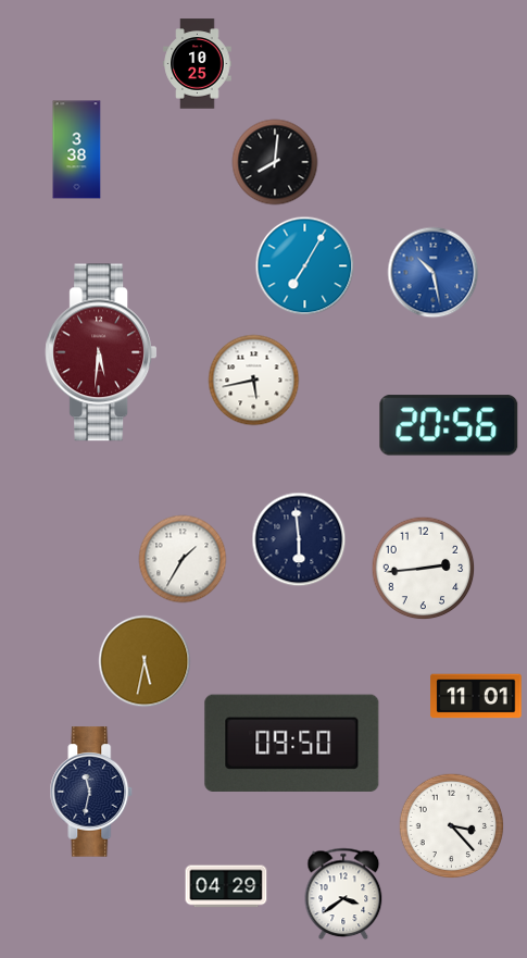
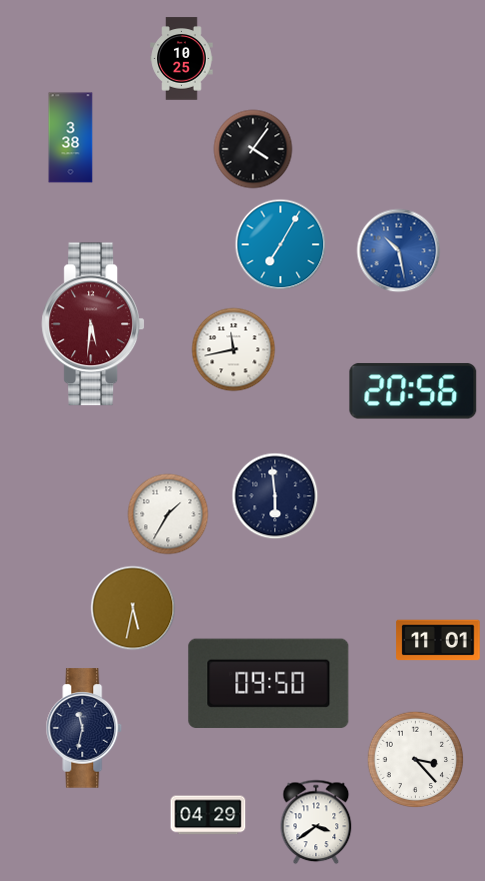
clock at (275, 162): 8:01 -> 4:06
clock at (254, 381): 5:43 -> 11:43
clock at (424, 569): 2:44 -> none
